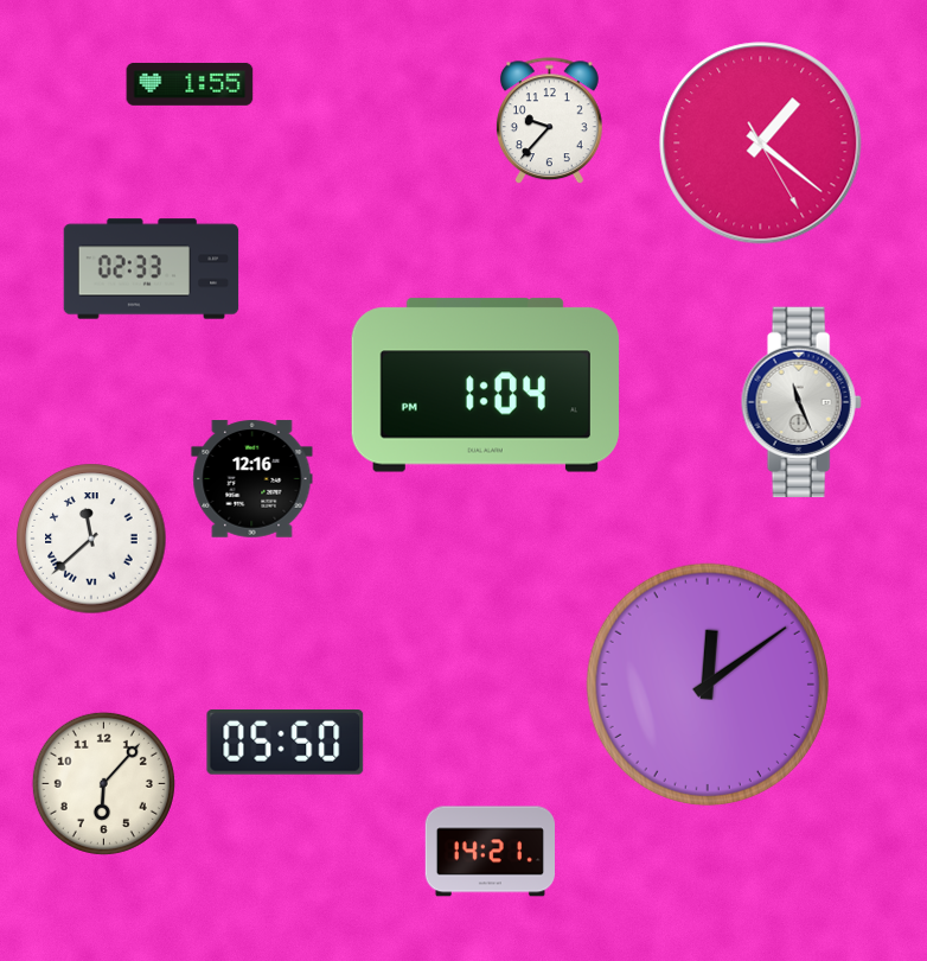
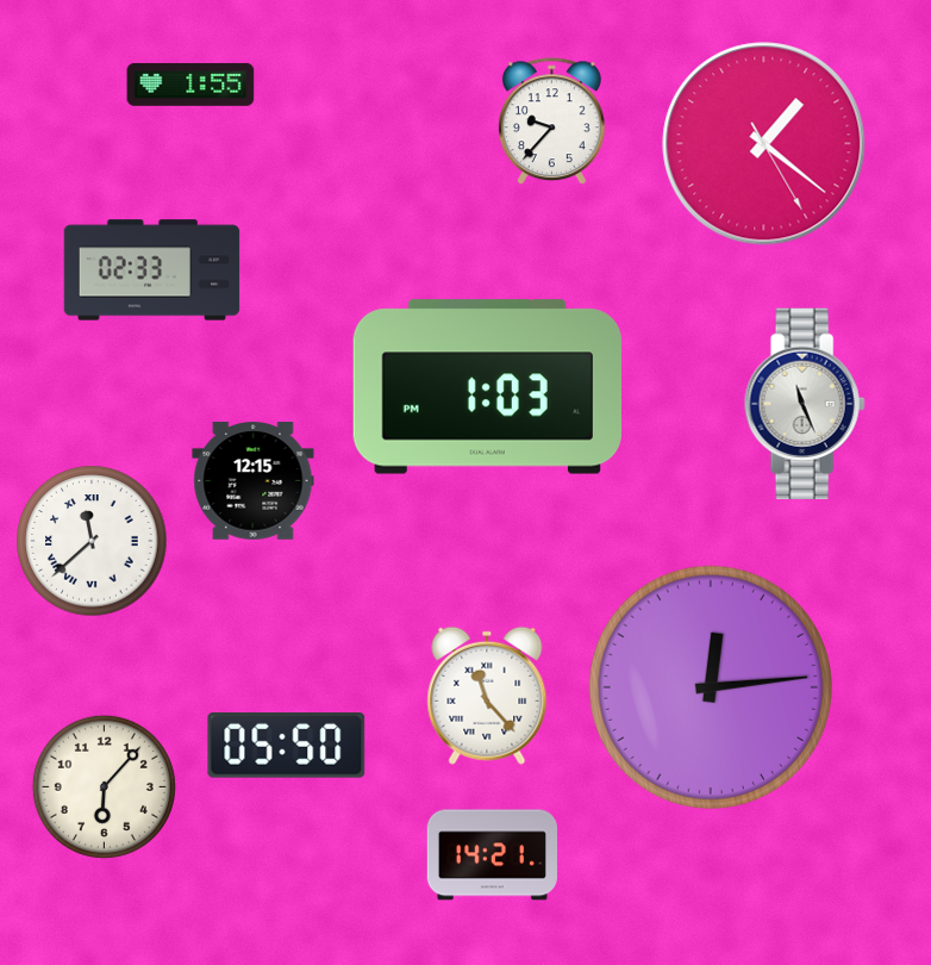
clock at (485, 386): 1:04 -> 1:03
clock at (252, 479): 12:16 -> 12:15
clock at (708, 685): 12:09 -> 12:14
clock at (487, 696): none -> 11:23
